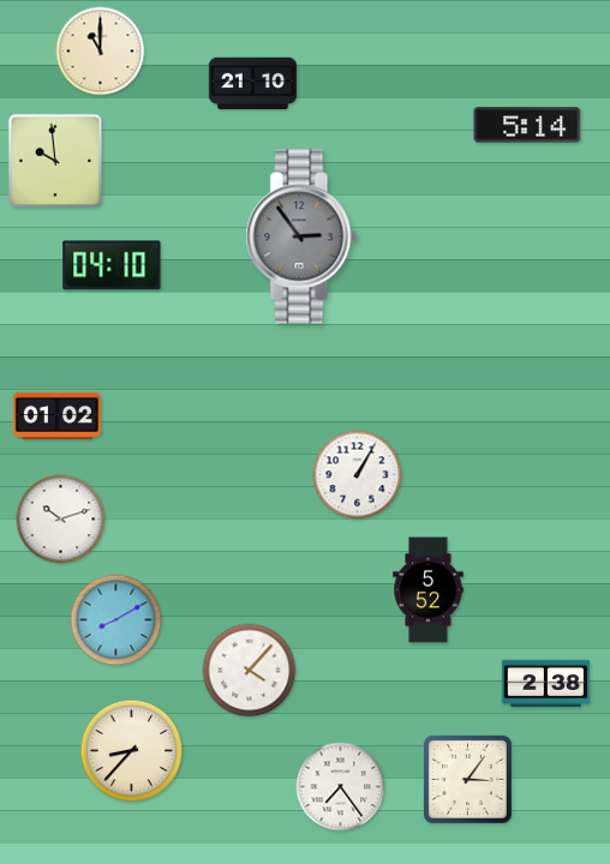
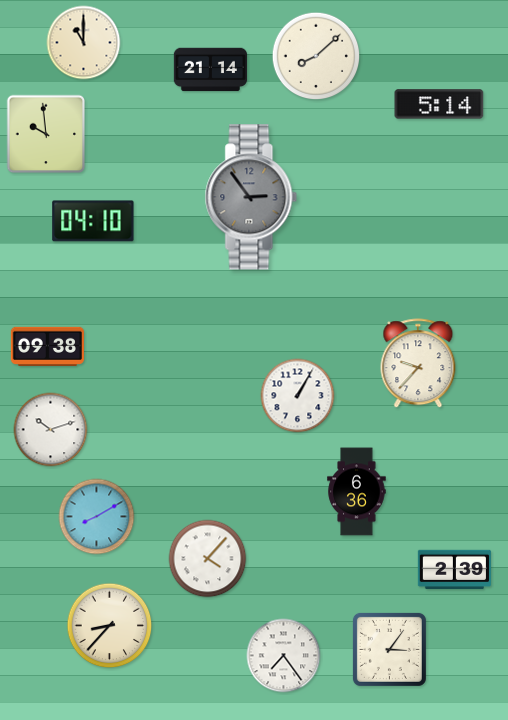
clock at (316, 56): none -> 8:08
clock at (252, 84): 21:10 -> 21:14
clock at (56, 415): 01:02 -> 09:38
clock at (418, 364): none -> 9:37
clock at (61, 520) position: (61, 520) -> (51, 430)
clock at (429, 590): 5:52 -> 6:36
clock at (545, 684): 2:38 -> 2:39
